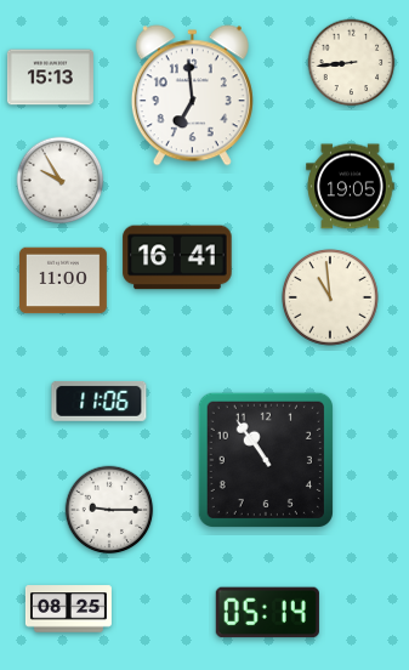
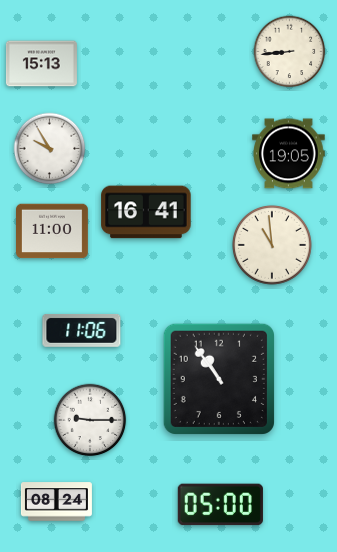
clock at (192, 96): 6:59 -> none
clock at (68, 609): 08:25 -> 08:24
clock at (267, 613): 05:14 -> 05:00
